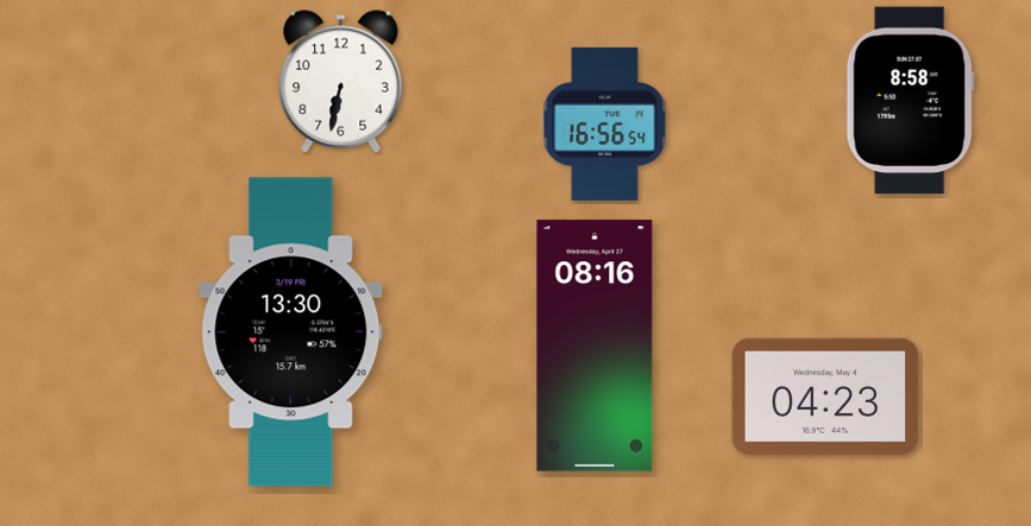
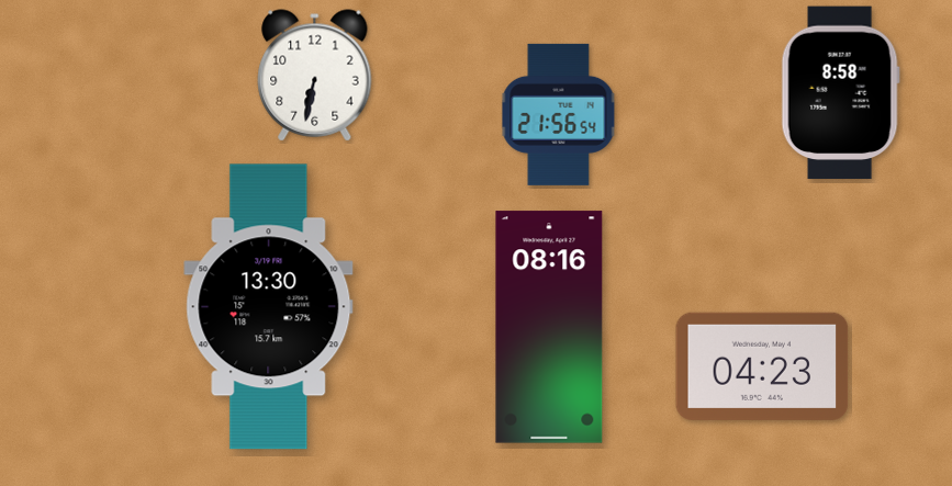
clock at (605, 123): 16:56 -> 21:56
clock at (595, 346) position: (595, 346) -> (549, 327)
